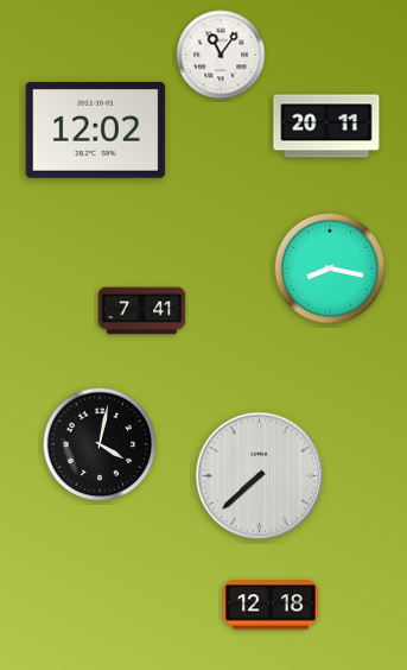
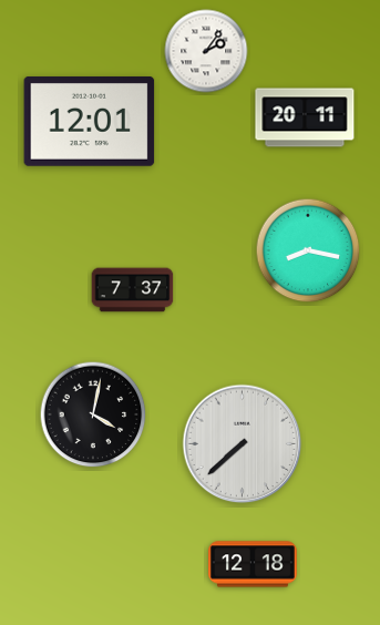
clock at (221, 55): 11:06 -> 2:06
clock at (96, 129): 12:02 -> 12:01
clock at (142, 311): 7:41 -> 7:37
